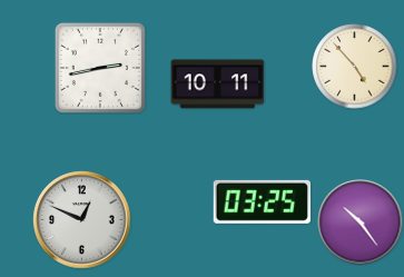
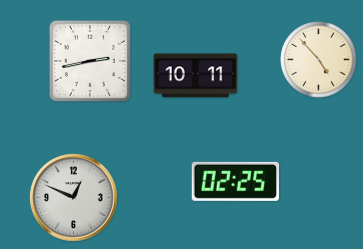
clock at (262, 201): 03:25 -> 02:25
clock at (361, 222): 10:24 -> none
